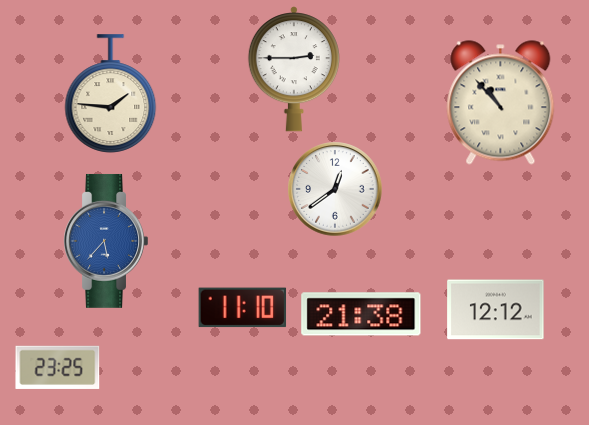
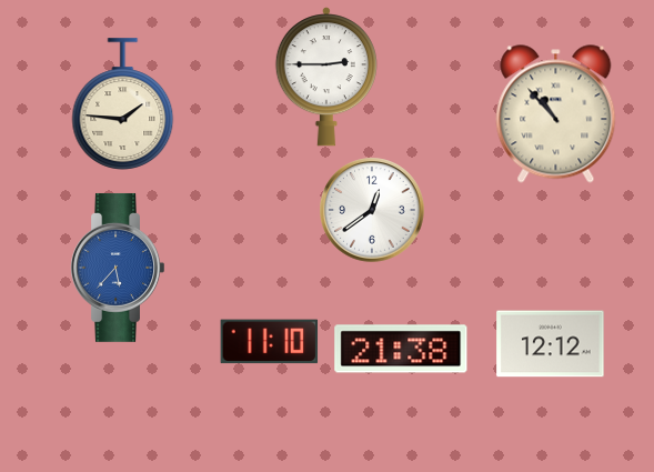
clock at (58, 367): 23:25 -> none
